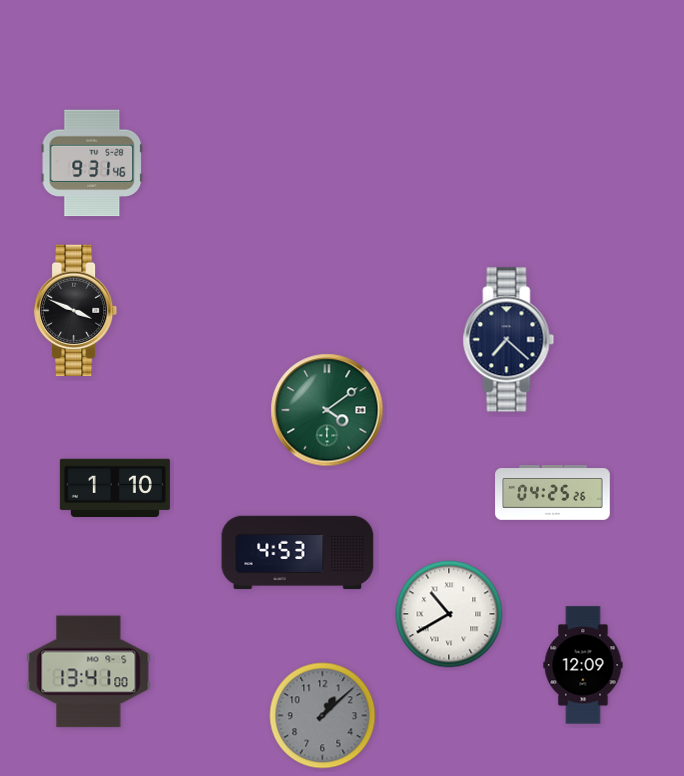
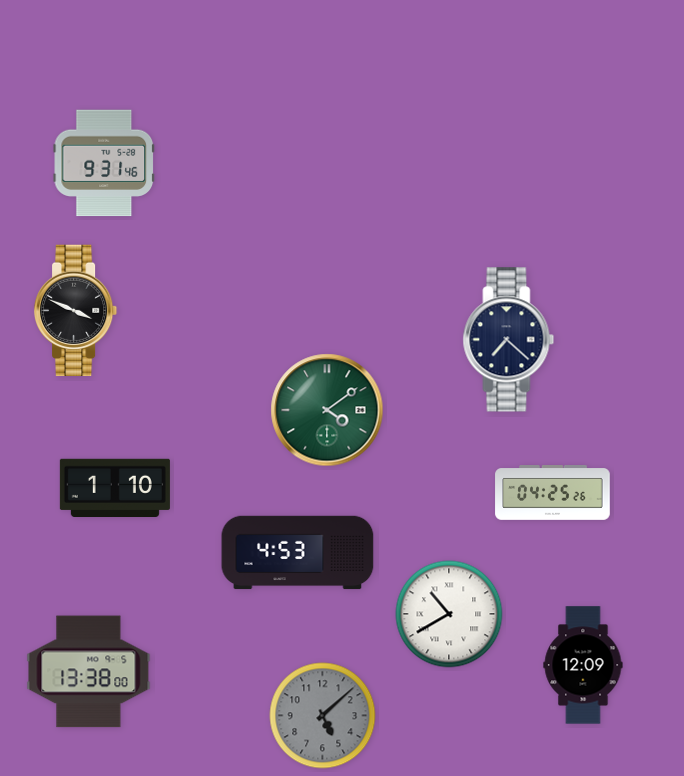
clock at (92, 163) position: (92, 163) -> (104, 163)
clock at (89, 672): 13:41 -> 13:38
clock at (323, 716): 1:08 -> 5:08
